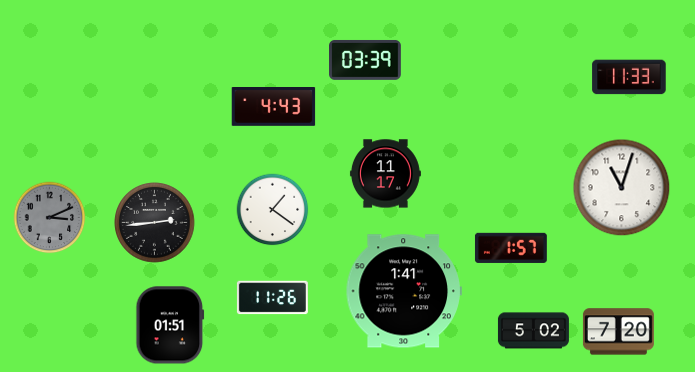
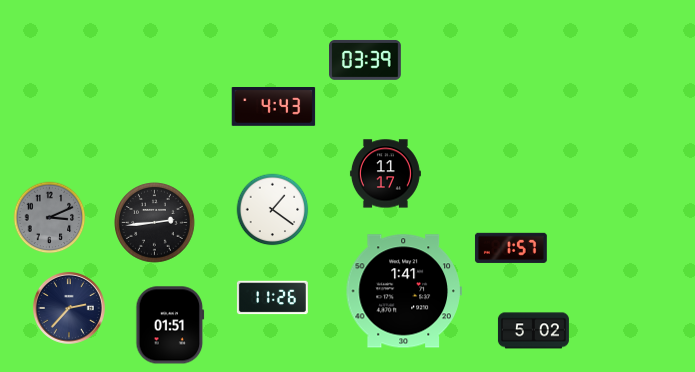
clock at (629, 77): 11:33 -> none
clock at (622, 188): 11:03 -> none
clock at (69, 308): none -> 2:37
clock at (618, 332): 7:20 -> none
